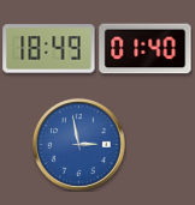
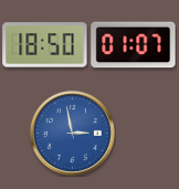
clock at (49, 49): 18:49 -> 18:50
clock at (146, 49): 01:40 -> 01:07
